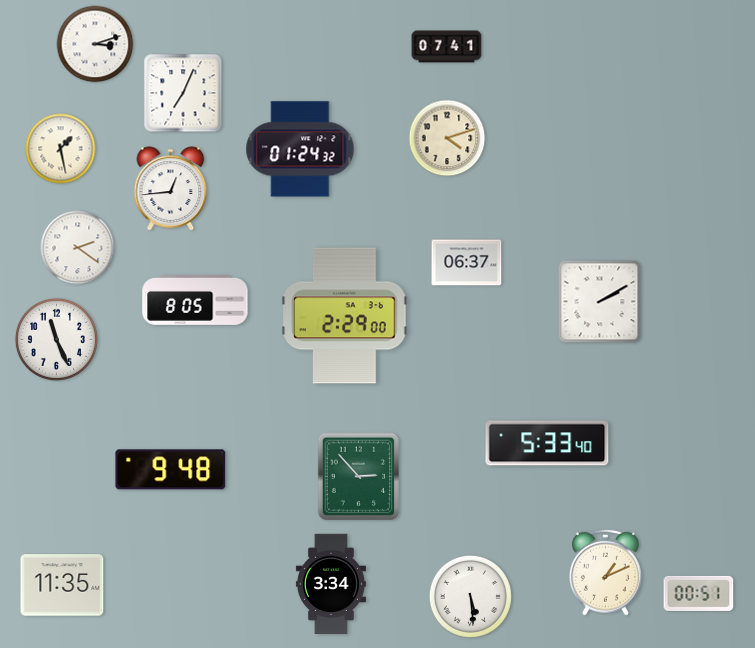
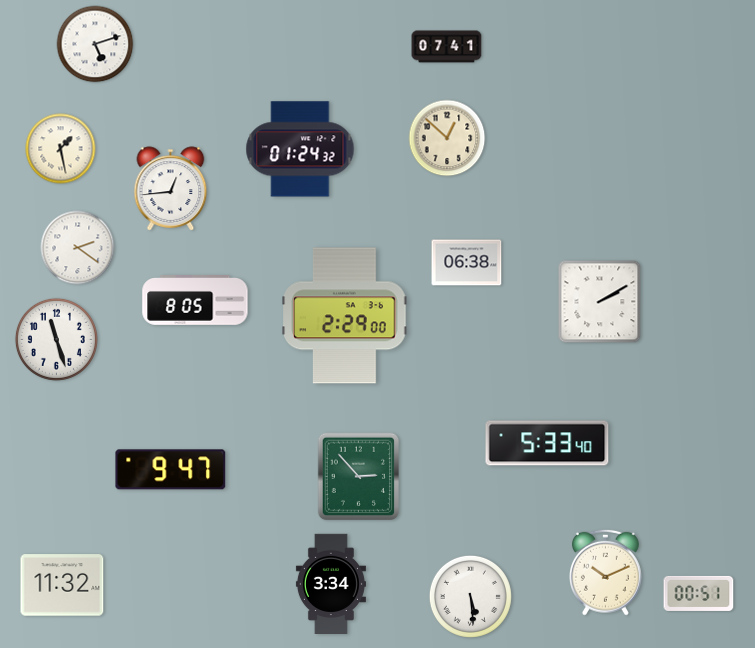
clock at (95, 44): 3:12 -> 5:12
clock at (183, 93): 7:04 -> none
clock at (447, 138): 4:12 -> 12:52
clock at (467, 263): 06:37 -> 06:38
clock at (56, 339): 11:26 -> 11:27
clock at (171, 470): 9:48 -> 9:47
clock at (605, 572): 1:11 -> 10:11
clock at (62, 585): 11:35 -> 11:32
